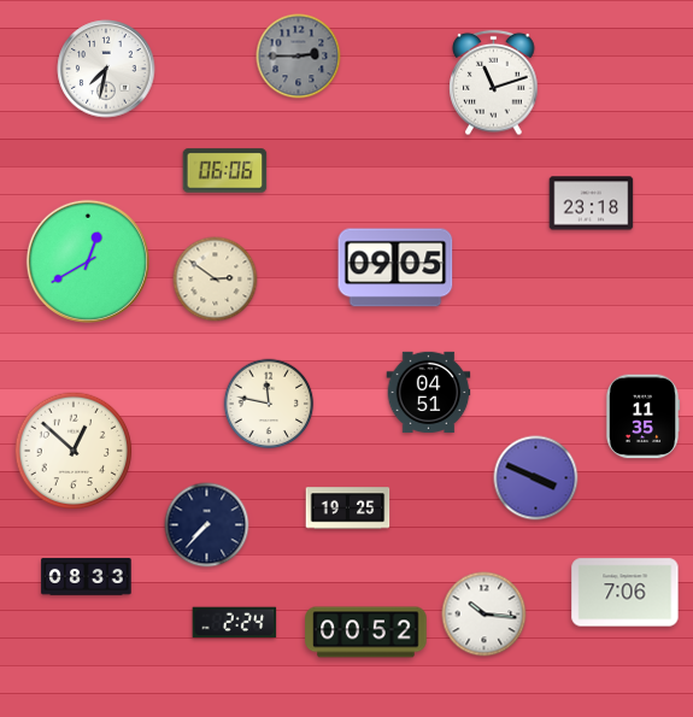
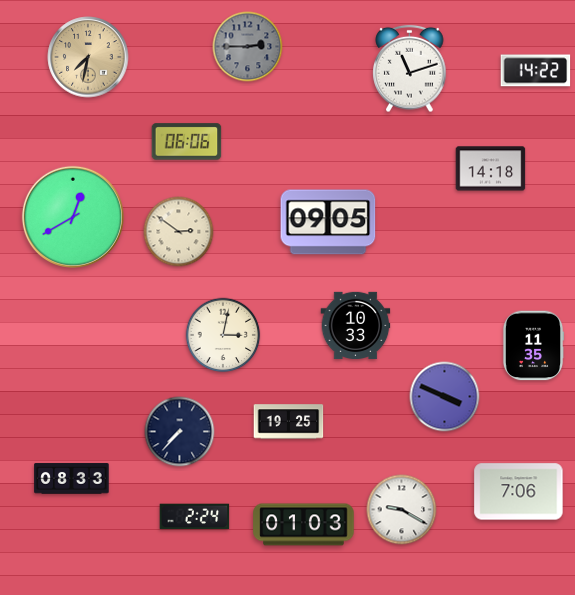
clock at (106, 69) dial: white -> champagne
clock at (536, 71): none -> 14:22
clock at (592, 204): 23:18 -> 14:18
clock at (429, 393): 04:51 -> 10:33
clock at (269, 404): 11:47 -> 3:02
clock at (74, 451): 12:52 -> none
clock at (207, 525) position: (207, 525) -> (180, 432)
clock at (484, 615): 10:16 -> 9:20
clock at (366, 633): 00:52 -> 01:03
